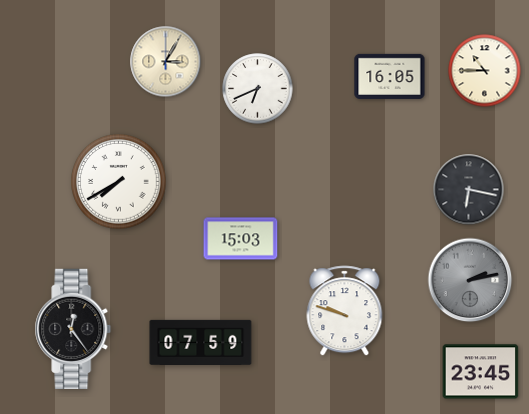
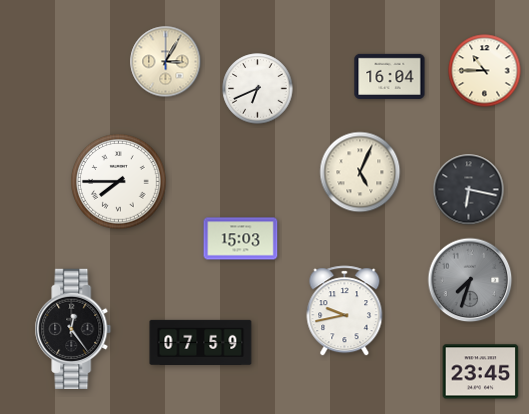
clock at (390, 76): 16:05 -> 16:04
clock at (360, 172): none -> 5:04
clock at (119, 182): 7:40 -> 7:45
clock at (470, 280): 2:13 -> 7:33
clock at (345, 311): 9:48 -> 9:43
